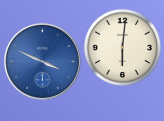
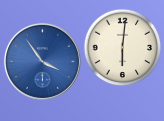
clock at (42, 61): 3:49 -> 3:54
